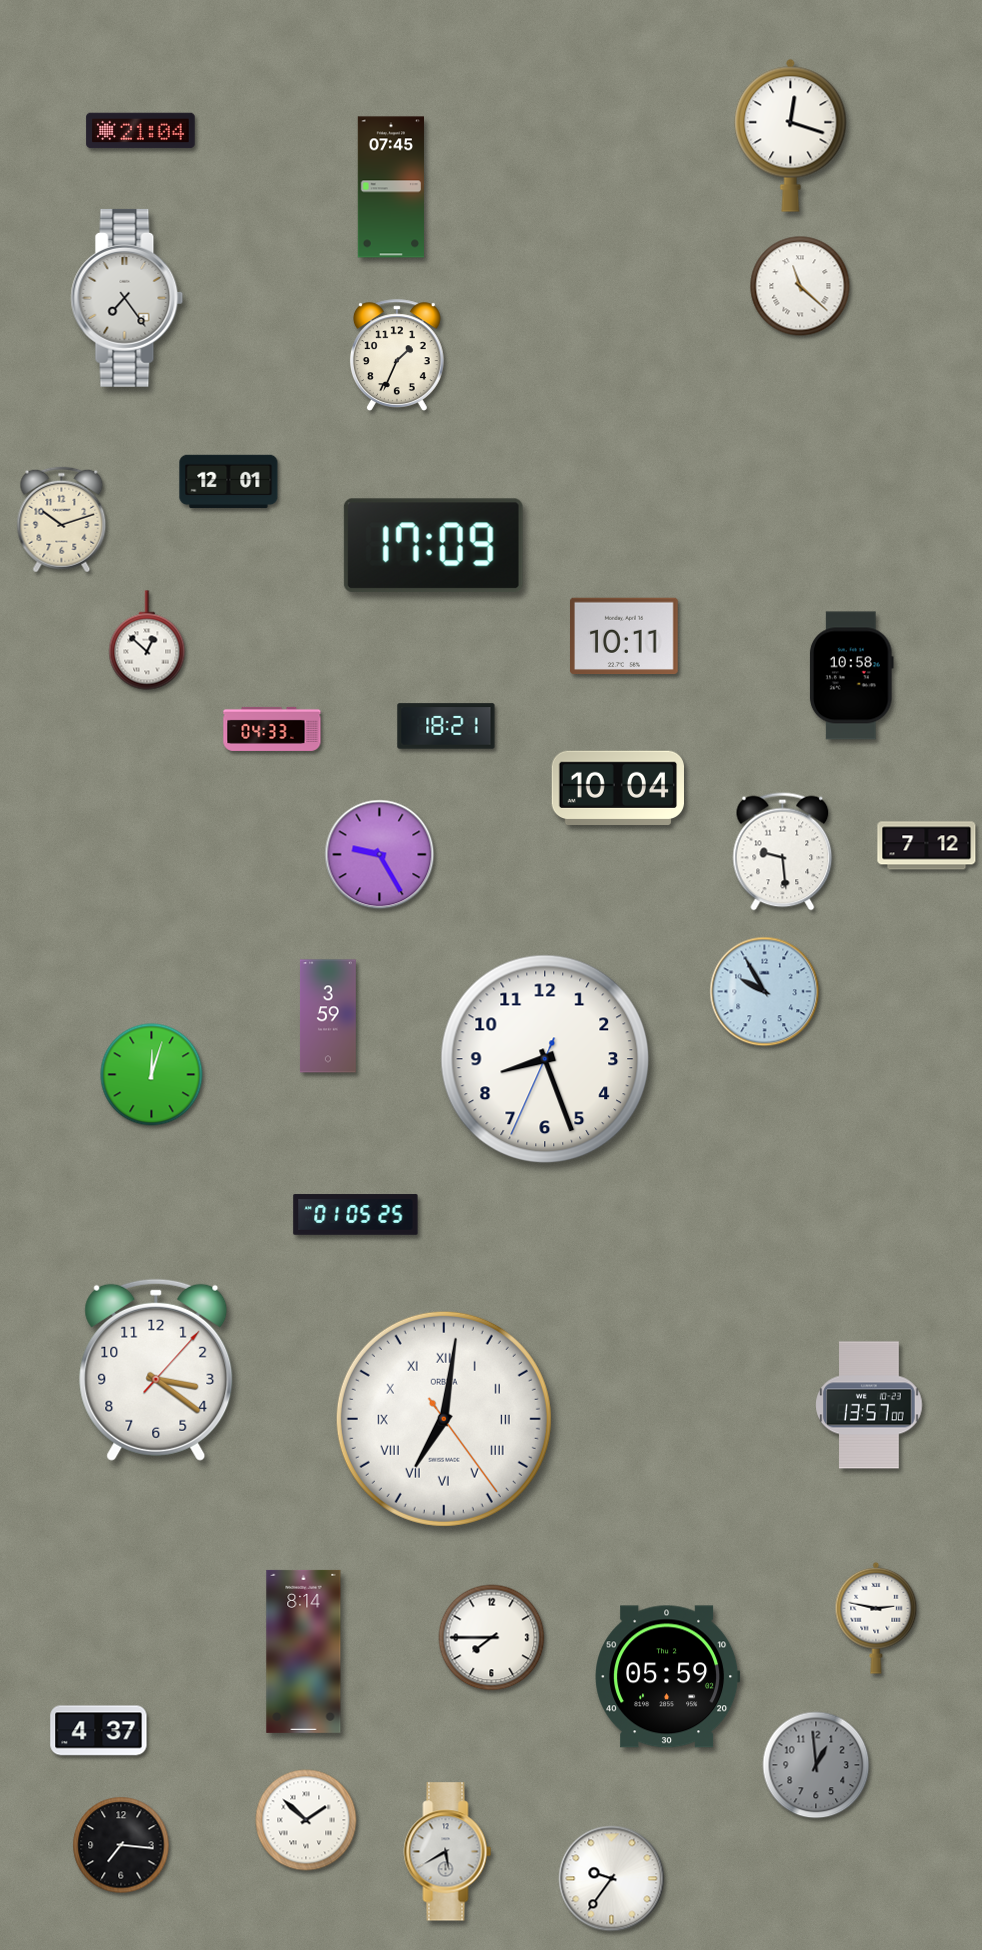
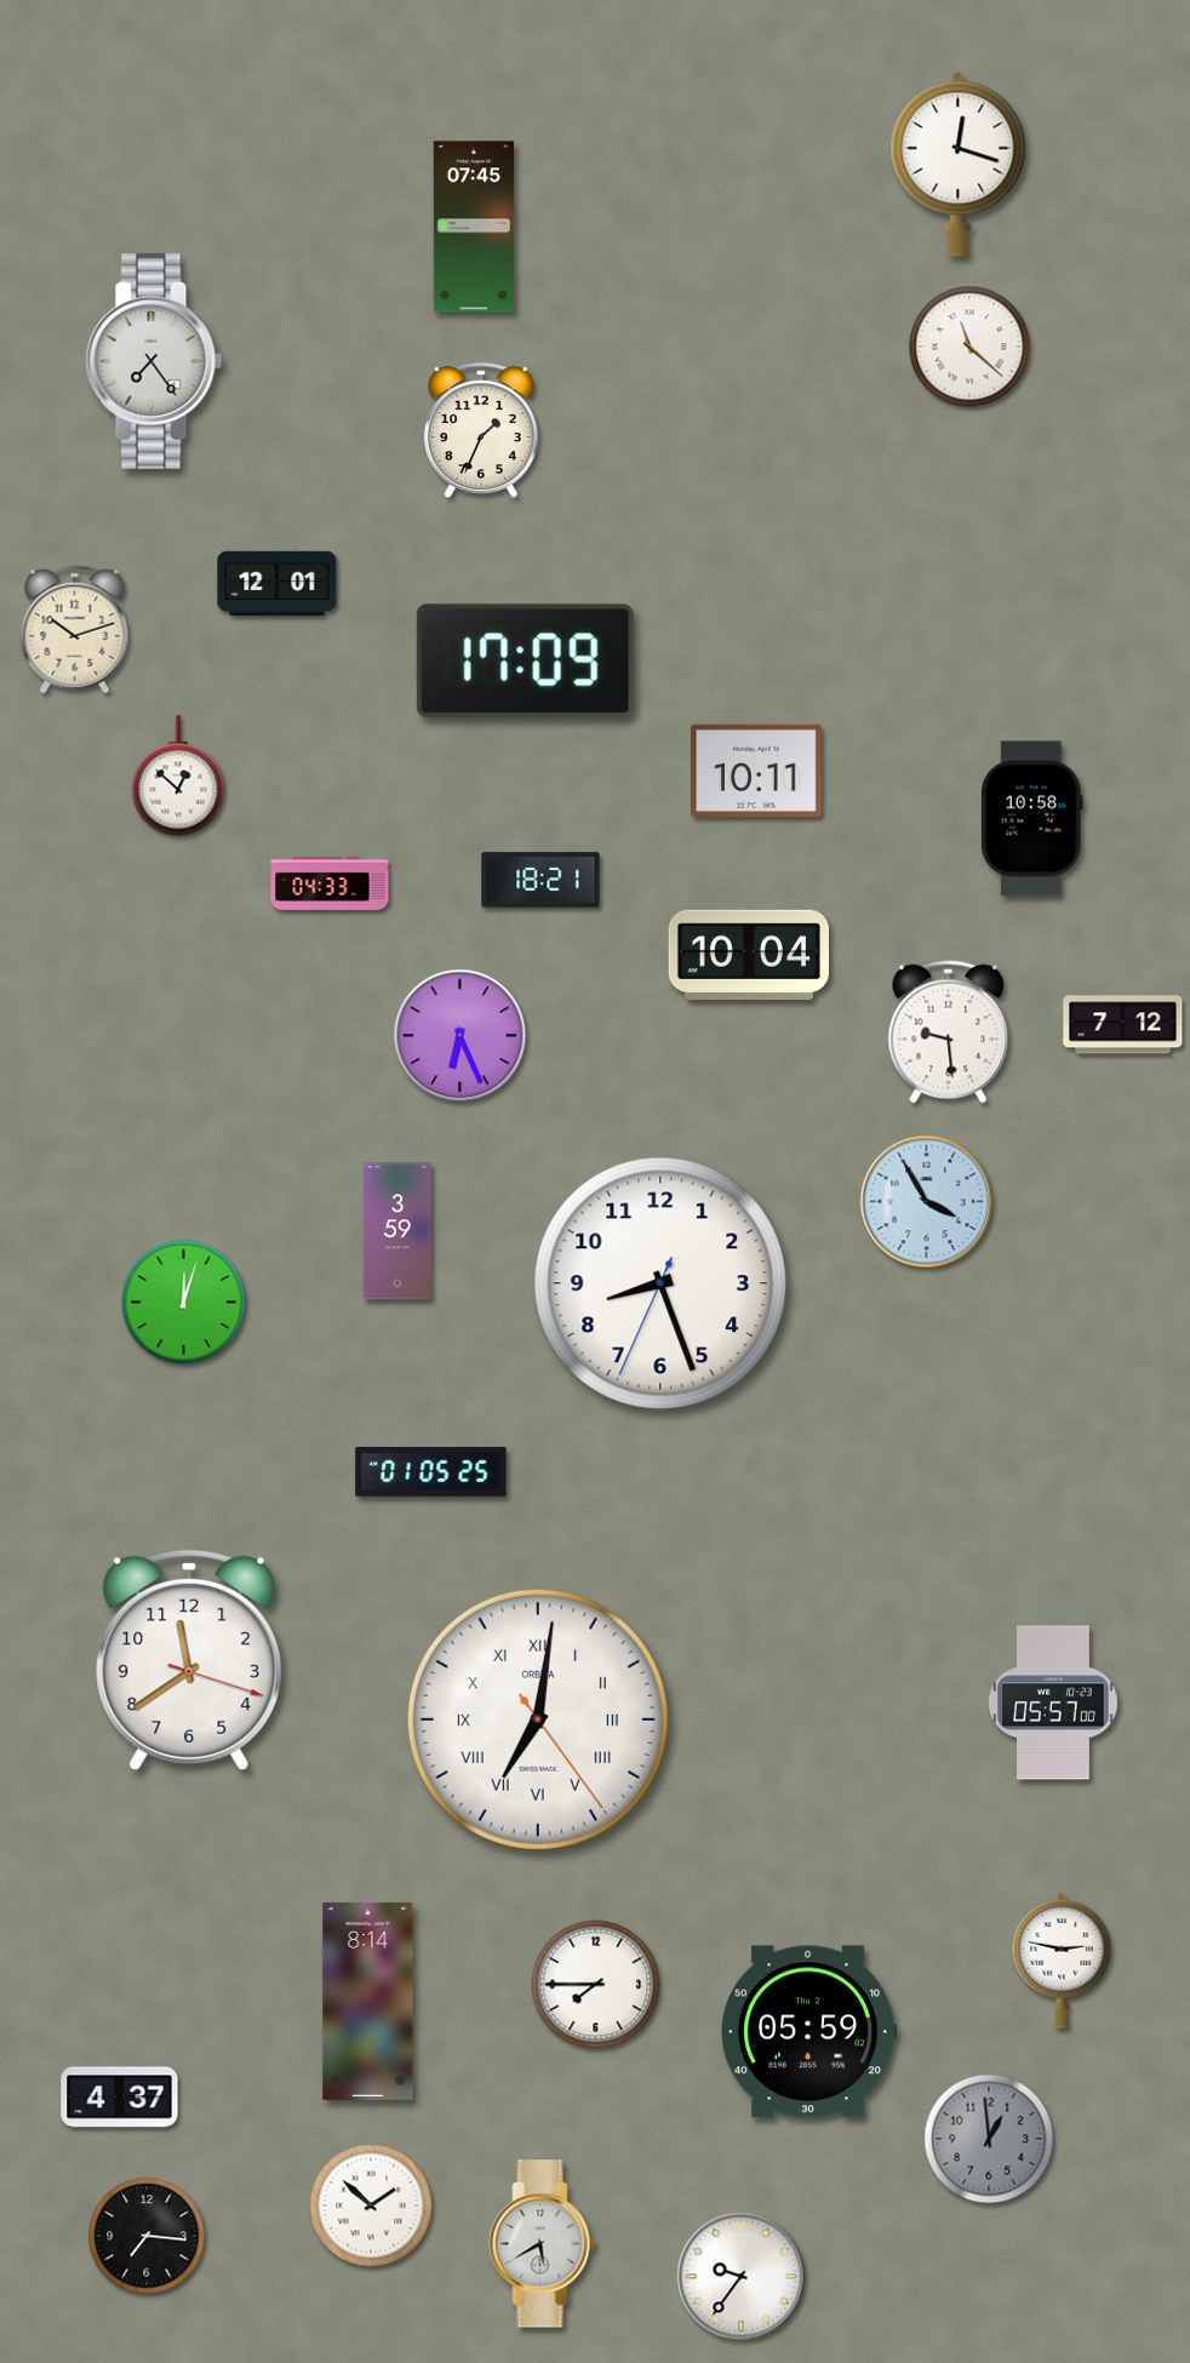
clock at (141, 131): 21:04 -> none
clock at (380, 855): 9:25 -> 6:26
clock at (765, 992): 9:55 -> 3:55
clock at (156, 1370): 3:21 -> 11:39
clock at (869, 1405): 13:57 -> 05:57
